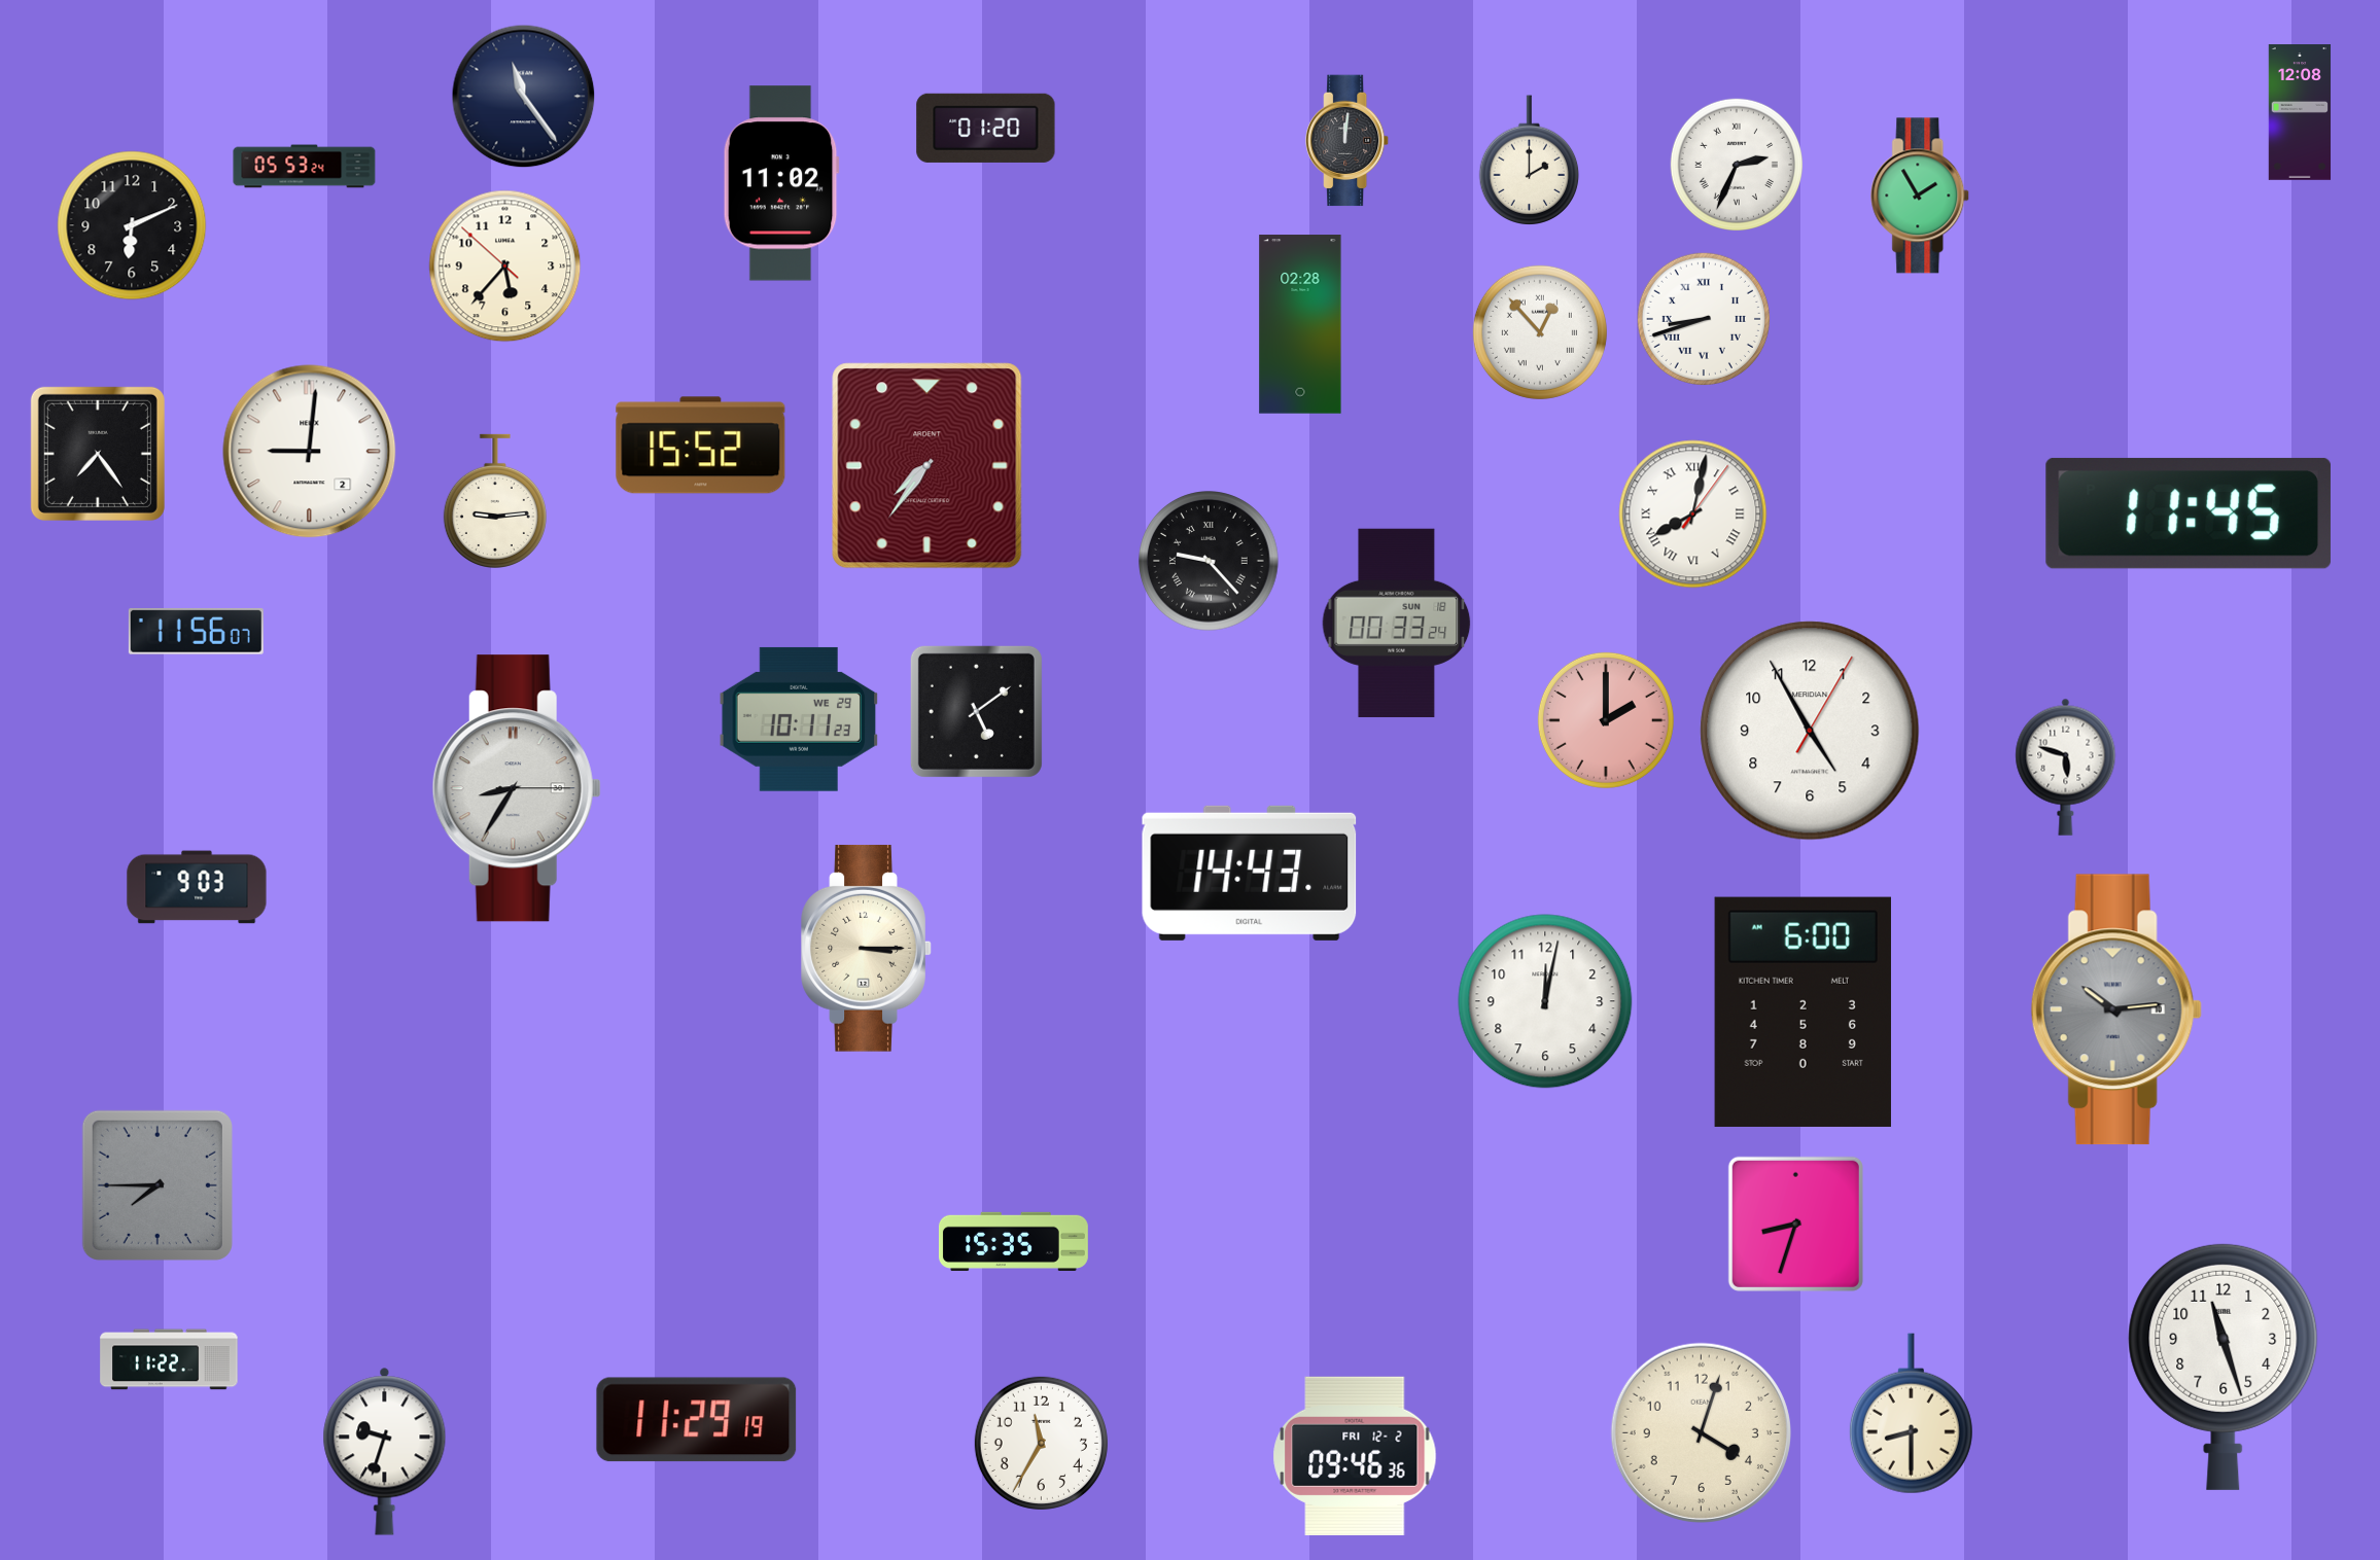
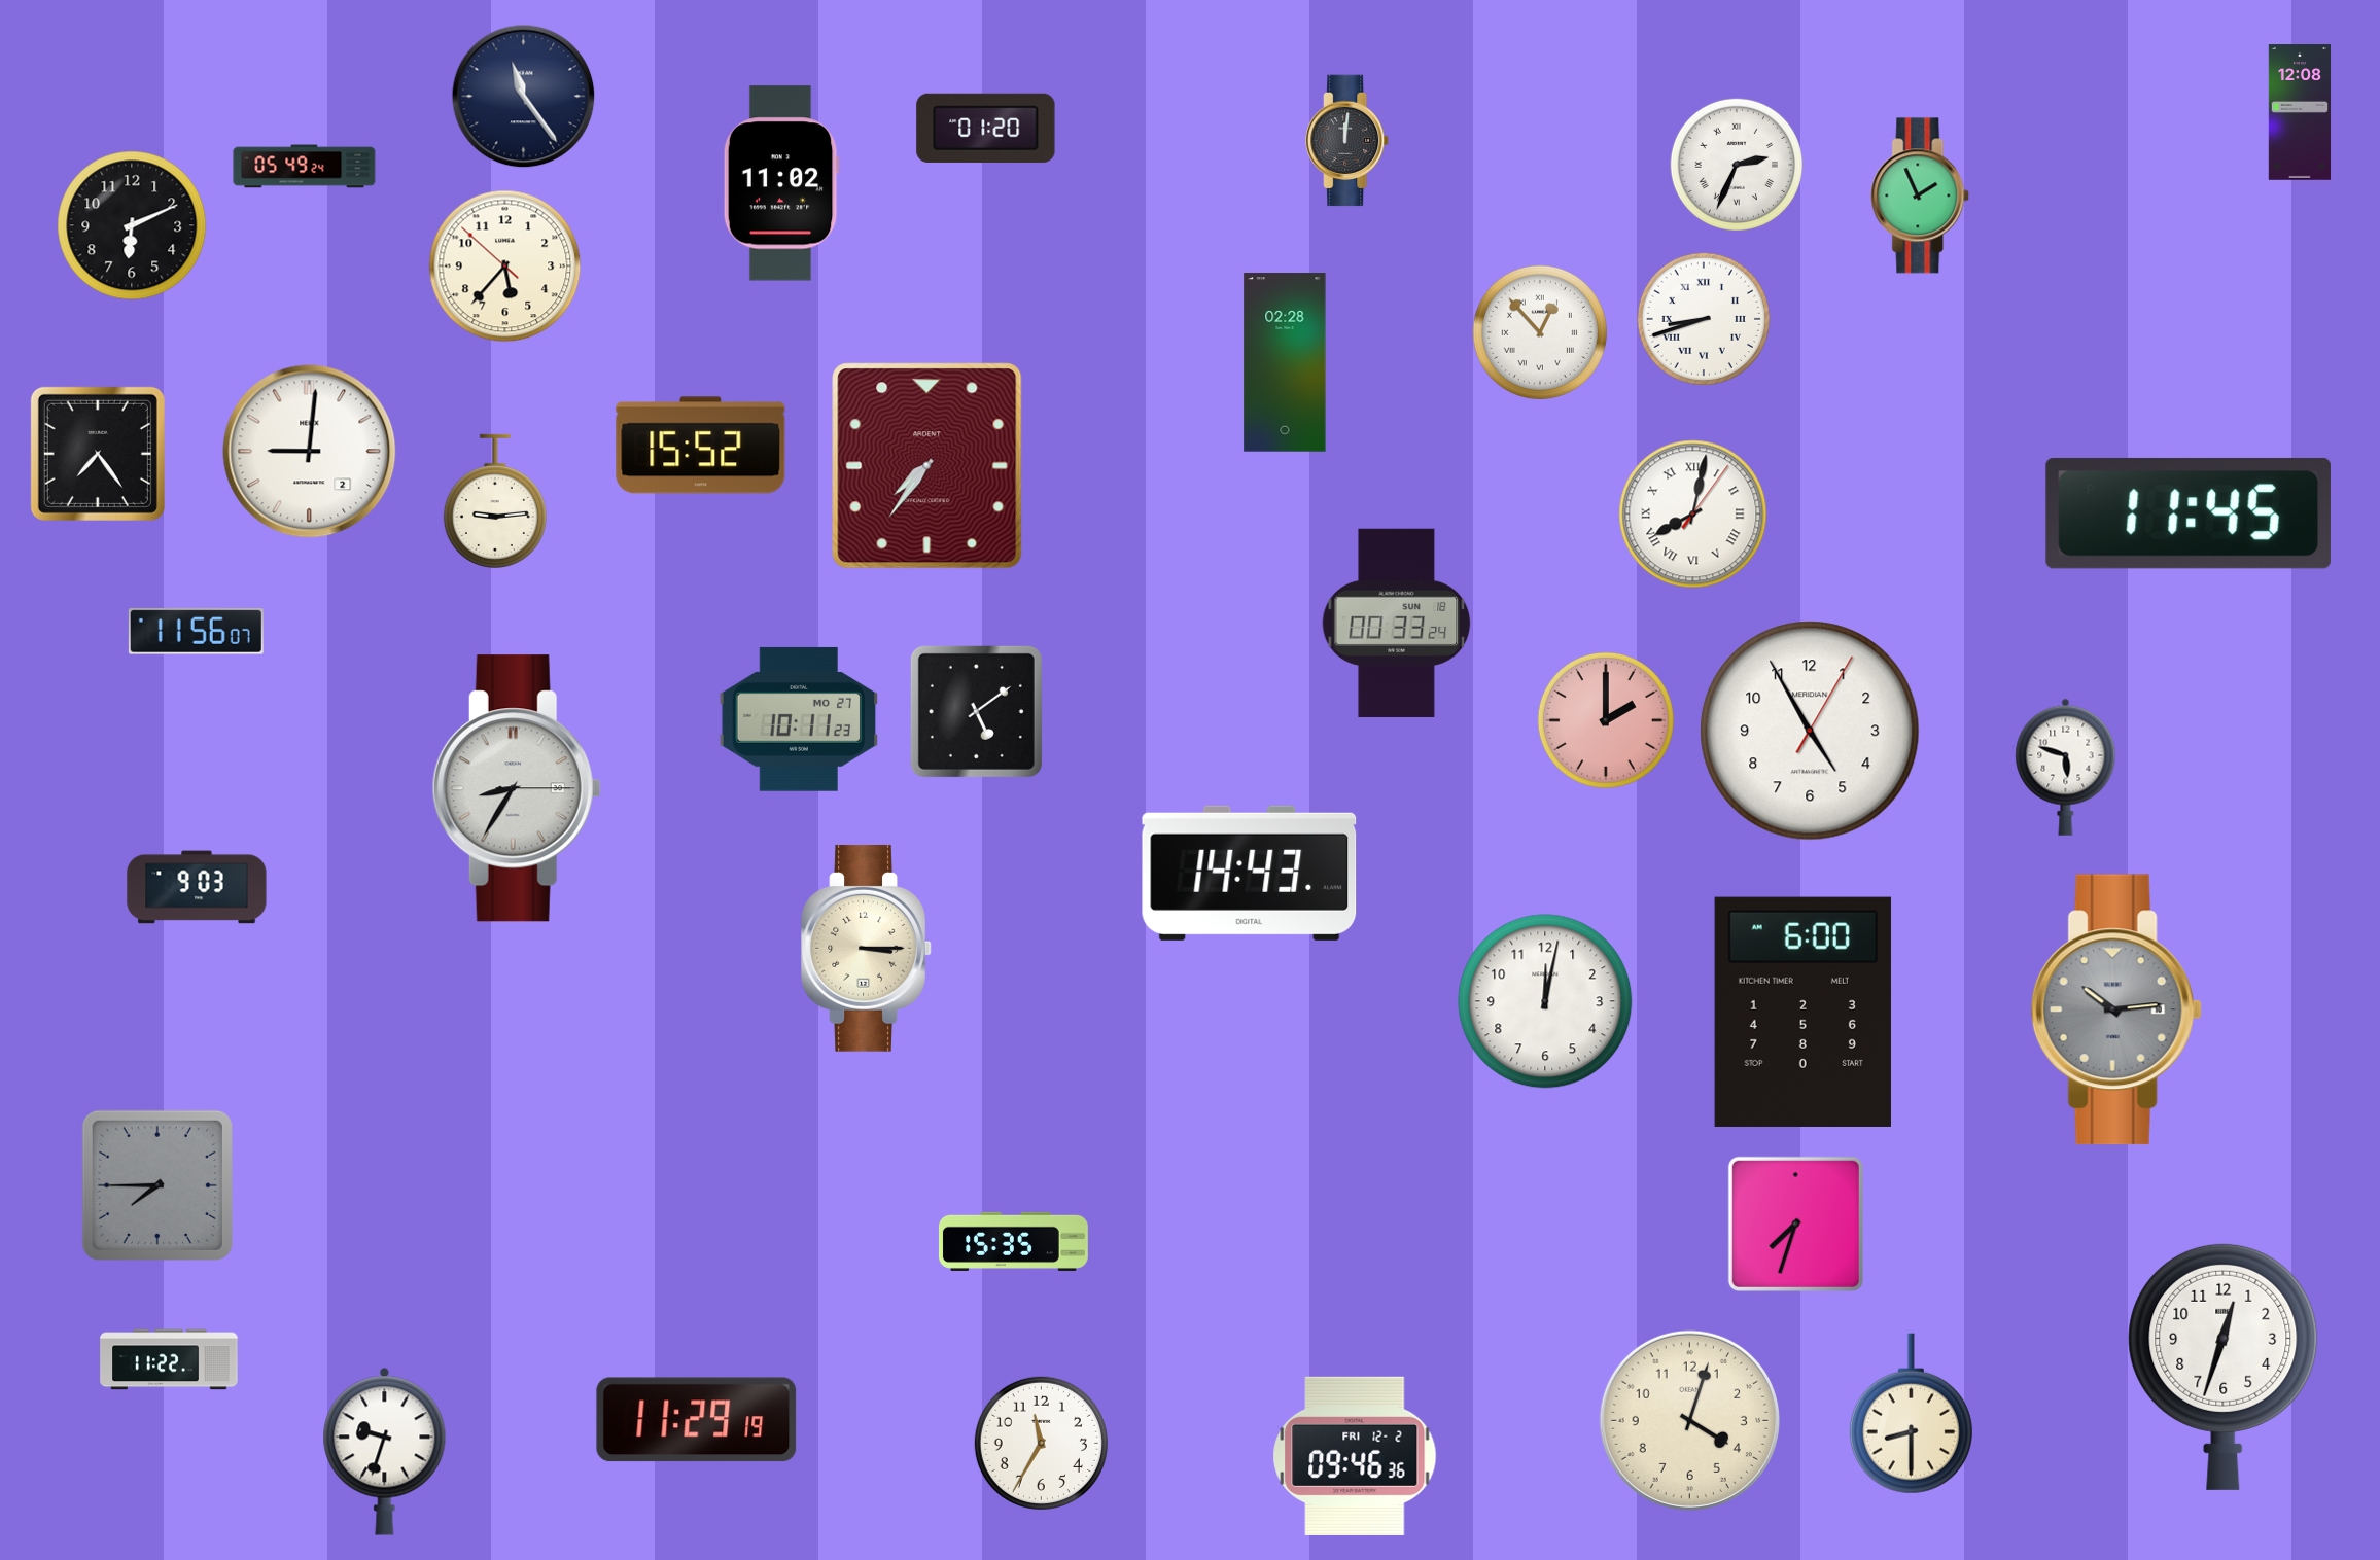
clock at (1530, 159): 2:00 -> none
clock at (305, 167): 05:53 -> 05:49
clock at (1921, 196): 1:55 -> 1:56
clock at (1300, 324) position: (1300, 324) -> (1285, 362)
clock at (1210, 562): 9:23 -> none
clock at (799, 719) date: WE 29 -> MO 27
clock at (1795, 1224): 8:33 -> 7:33
clock at (2224, 1367): 11:27 -> 12:33
clock at (1701, 1432) position: (1701, 1432) -> (1689, 1420)
